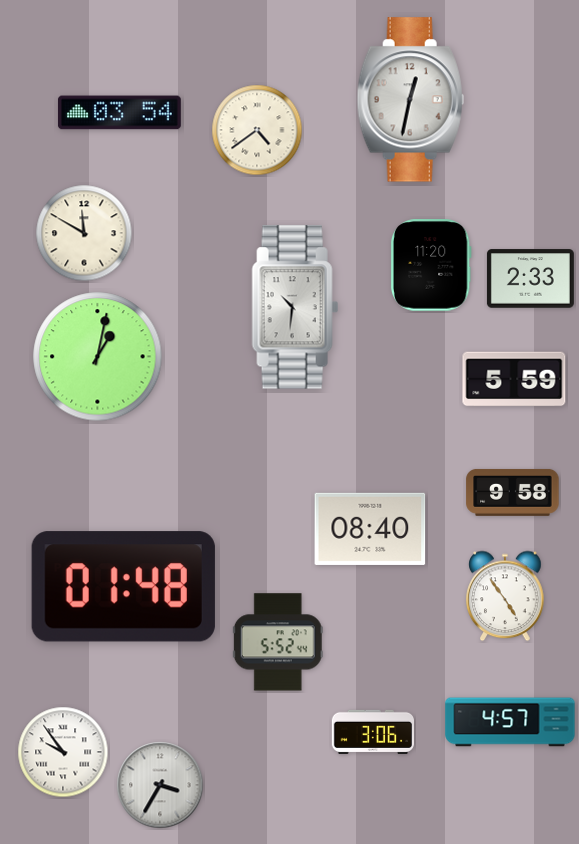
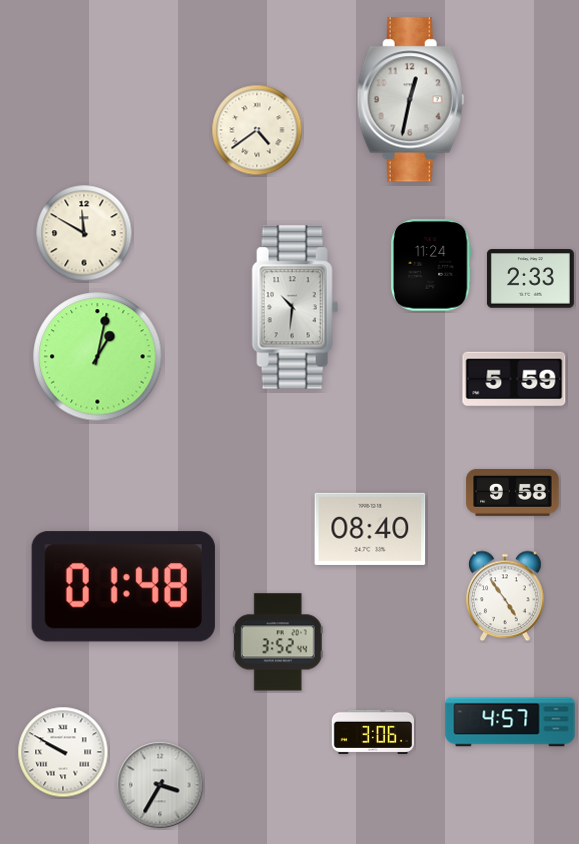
clock at (119, 113): 03:54 -> none
clock at (431, 265): 11:20 -> 11:24
clock at (278, 642): 5:52 -> 3:52
clock at (63, 752): 9:54 -> 9:50
